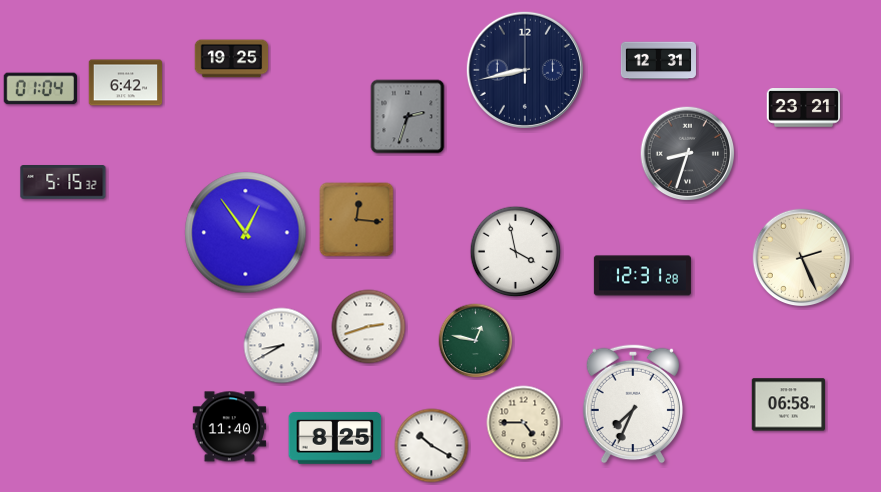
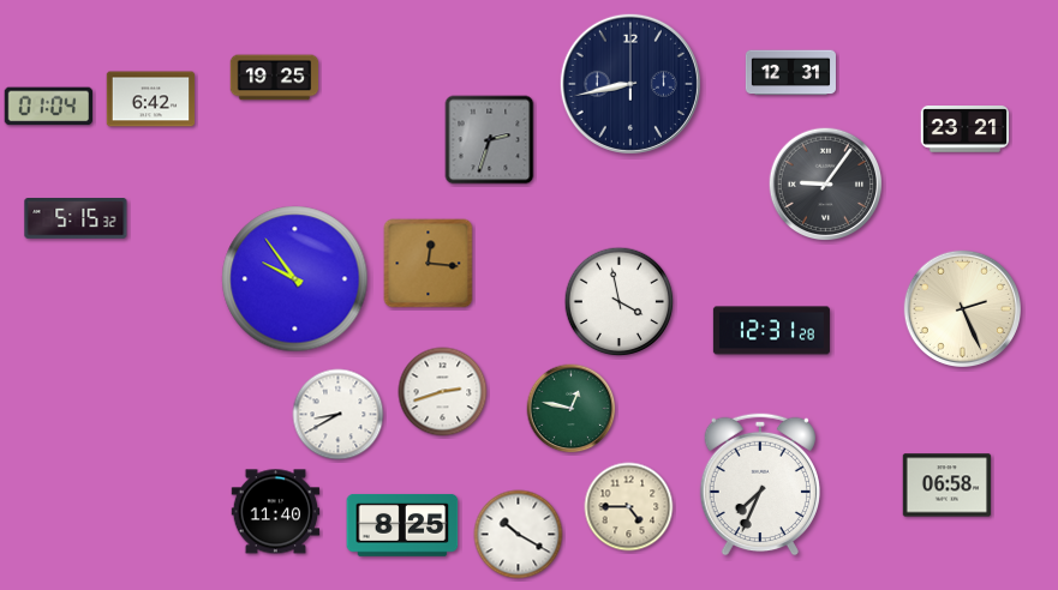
clock at (232, 59) position: (232, 59) -> (275, 78)
clock at (688, 154): 8:33 -> 9:06
clock at (246, 233): 12:54 -> 9:54
